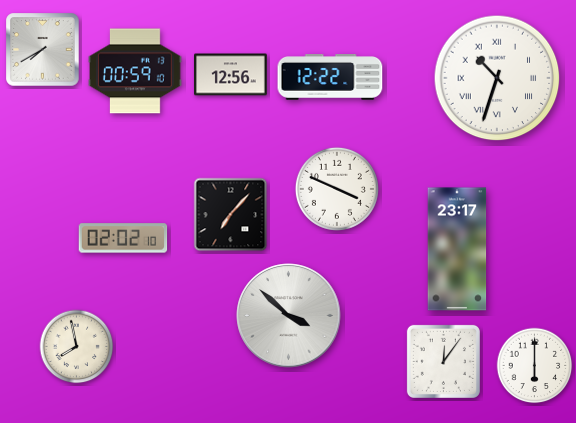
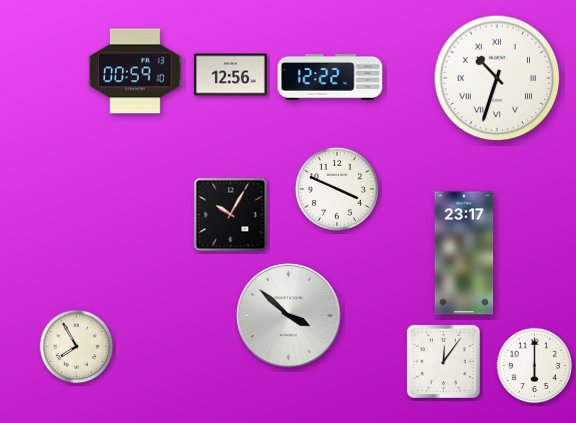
clock at (43, 50): 7:40 -> none
clock at (231, 215): 7:07 -> 10:05
clock at (123, 238): 02:02 -> none
clock at (457, 249) position: (457, 249) -> (464, 253)
clock at (77, 347): 7:58 -> 7:55
